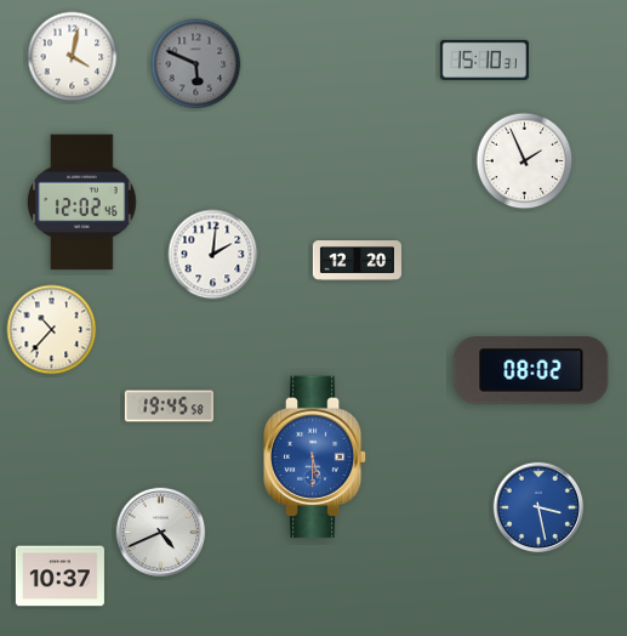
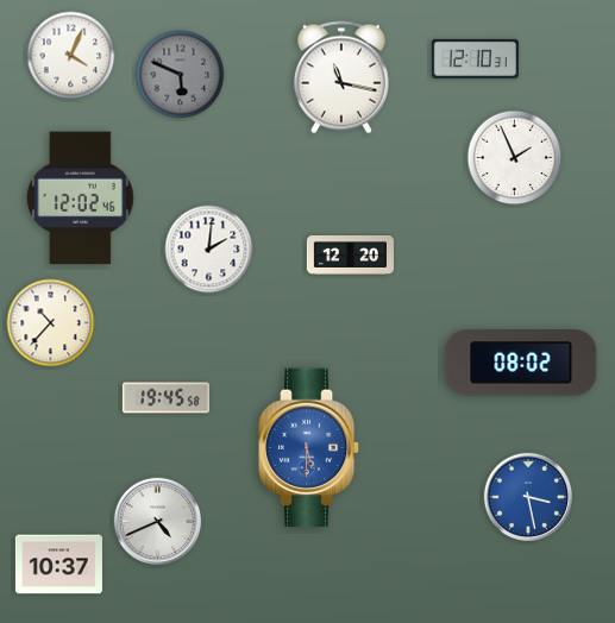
clock at (73, 57): 4:02 -> 4:04
clock at (484, 59): 15:10 -> 12:10
clock at (196, 64) position: (196, 64) -> (181, 75)
clock at (341, 77): none -> 11:17
